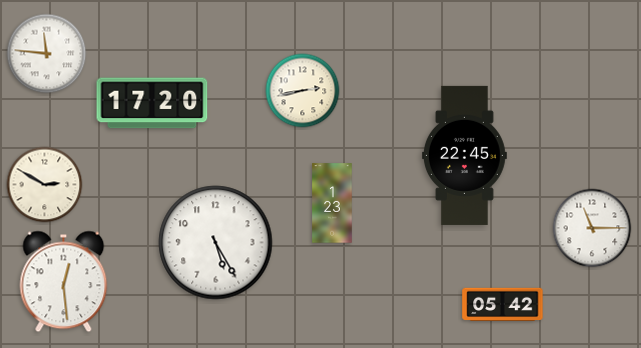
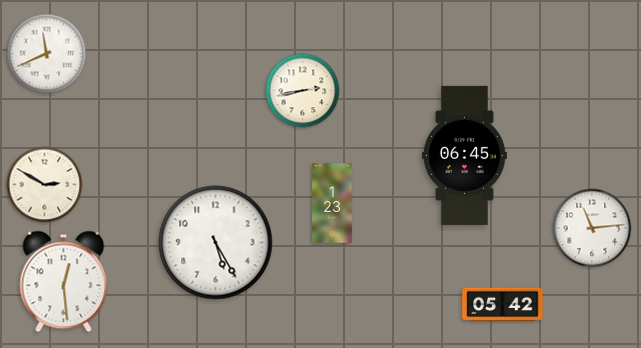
clock at (47, 54): 11:46 -> 11:41
clock at (152, 103): 17:20 -> none
clock at (464, 155): 22:45 -> 06:45
clock at (592, 228): 11:15 -> 11:14
